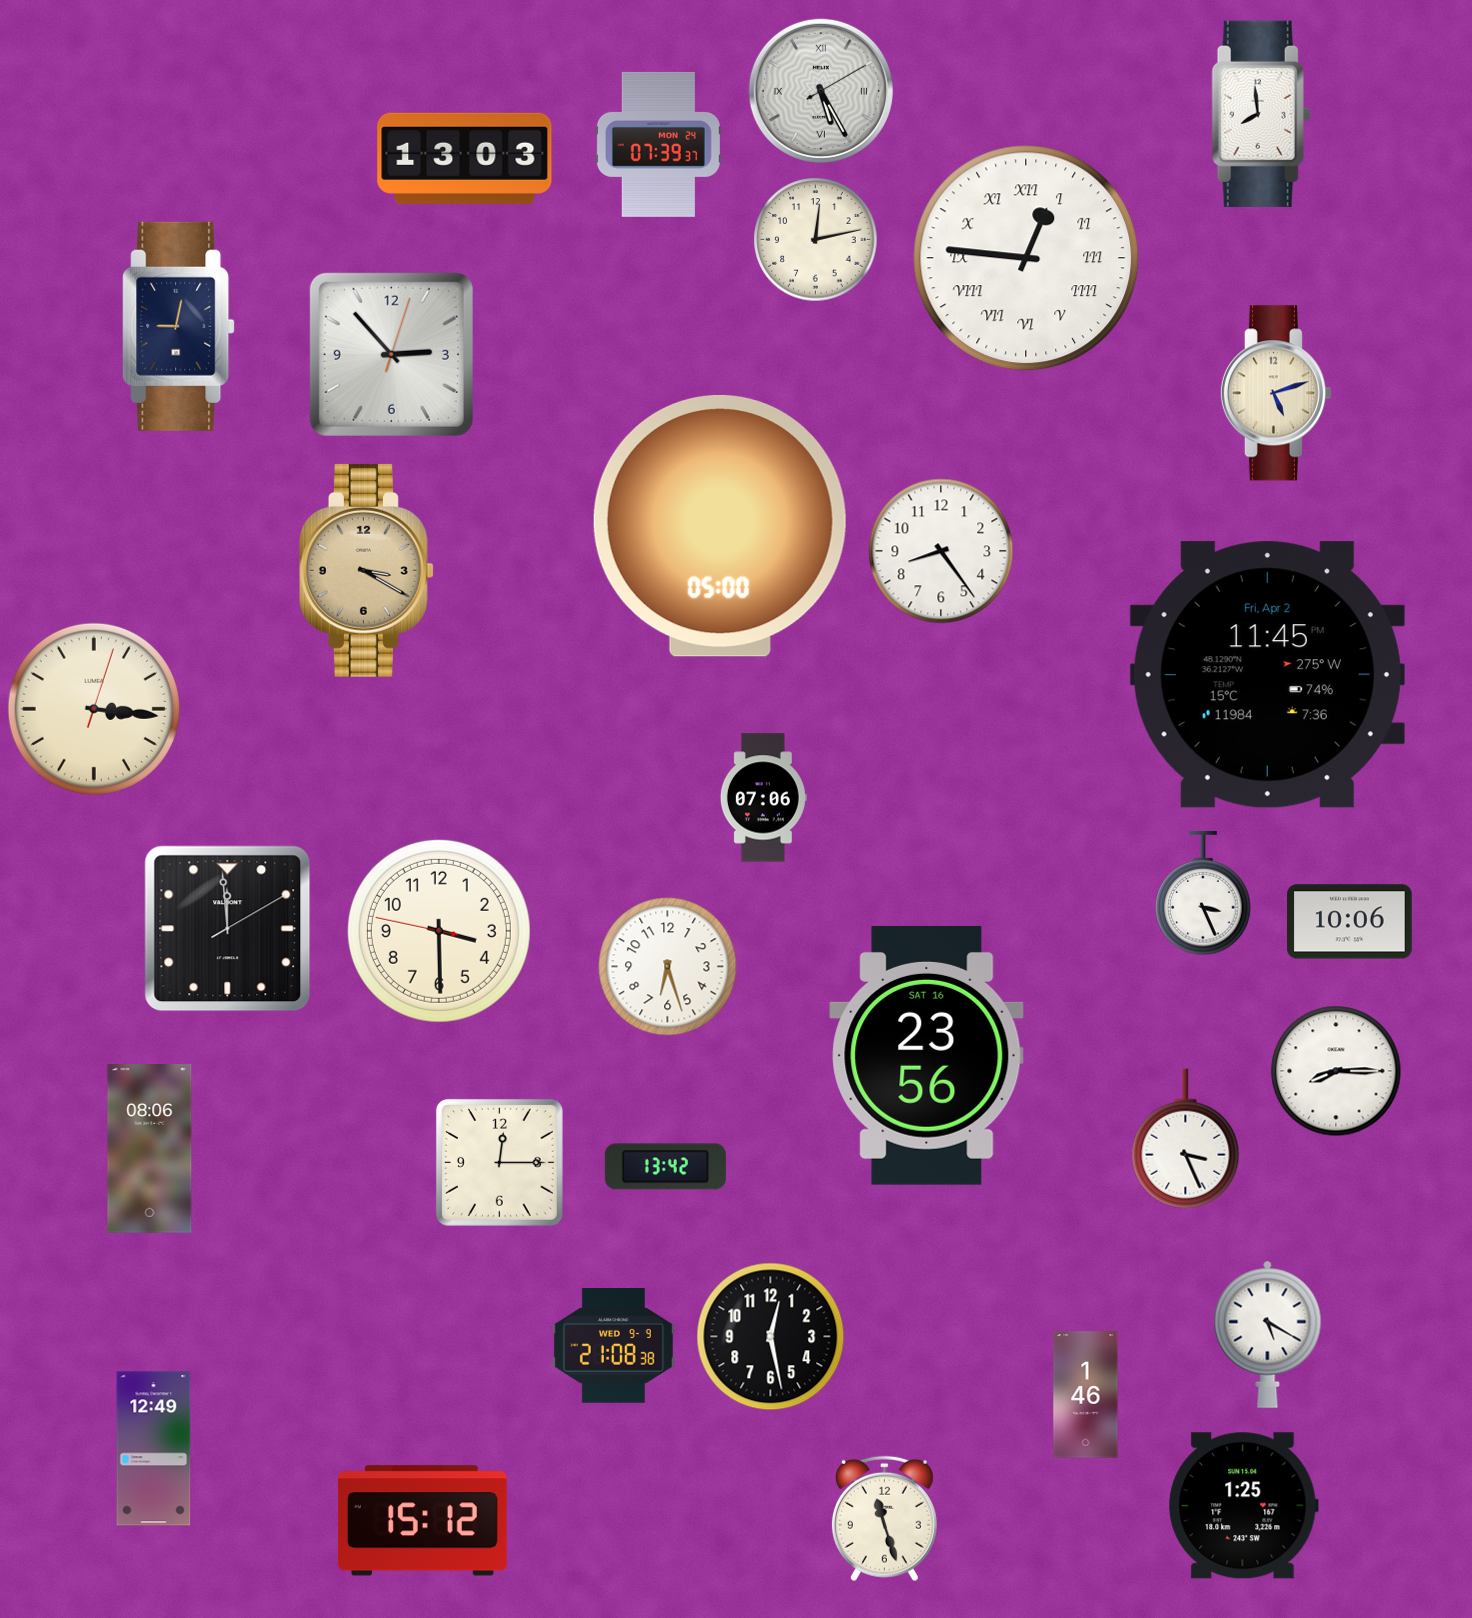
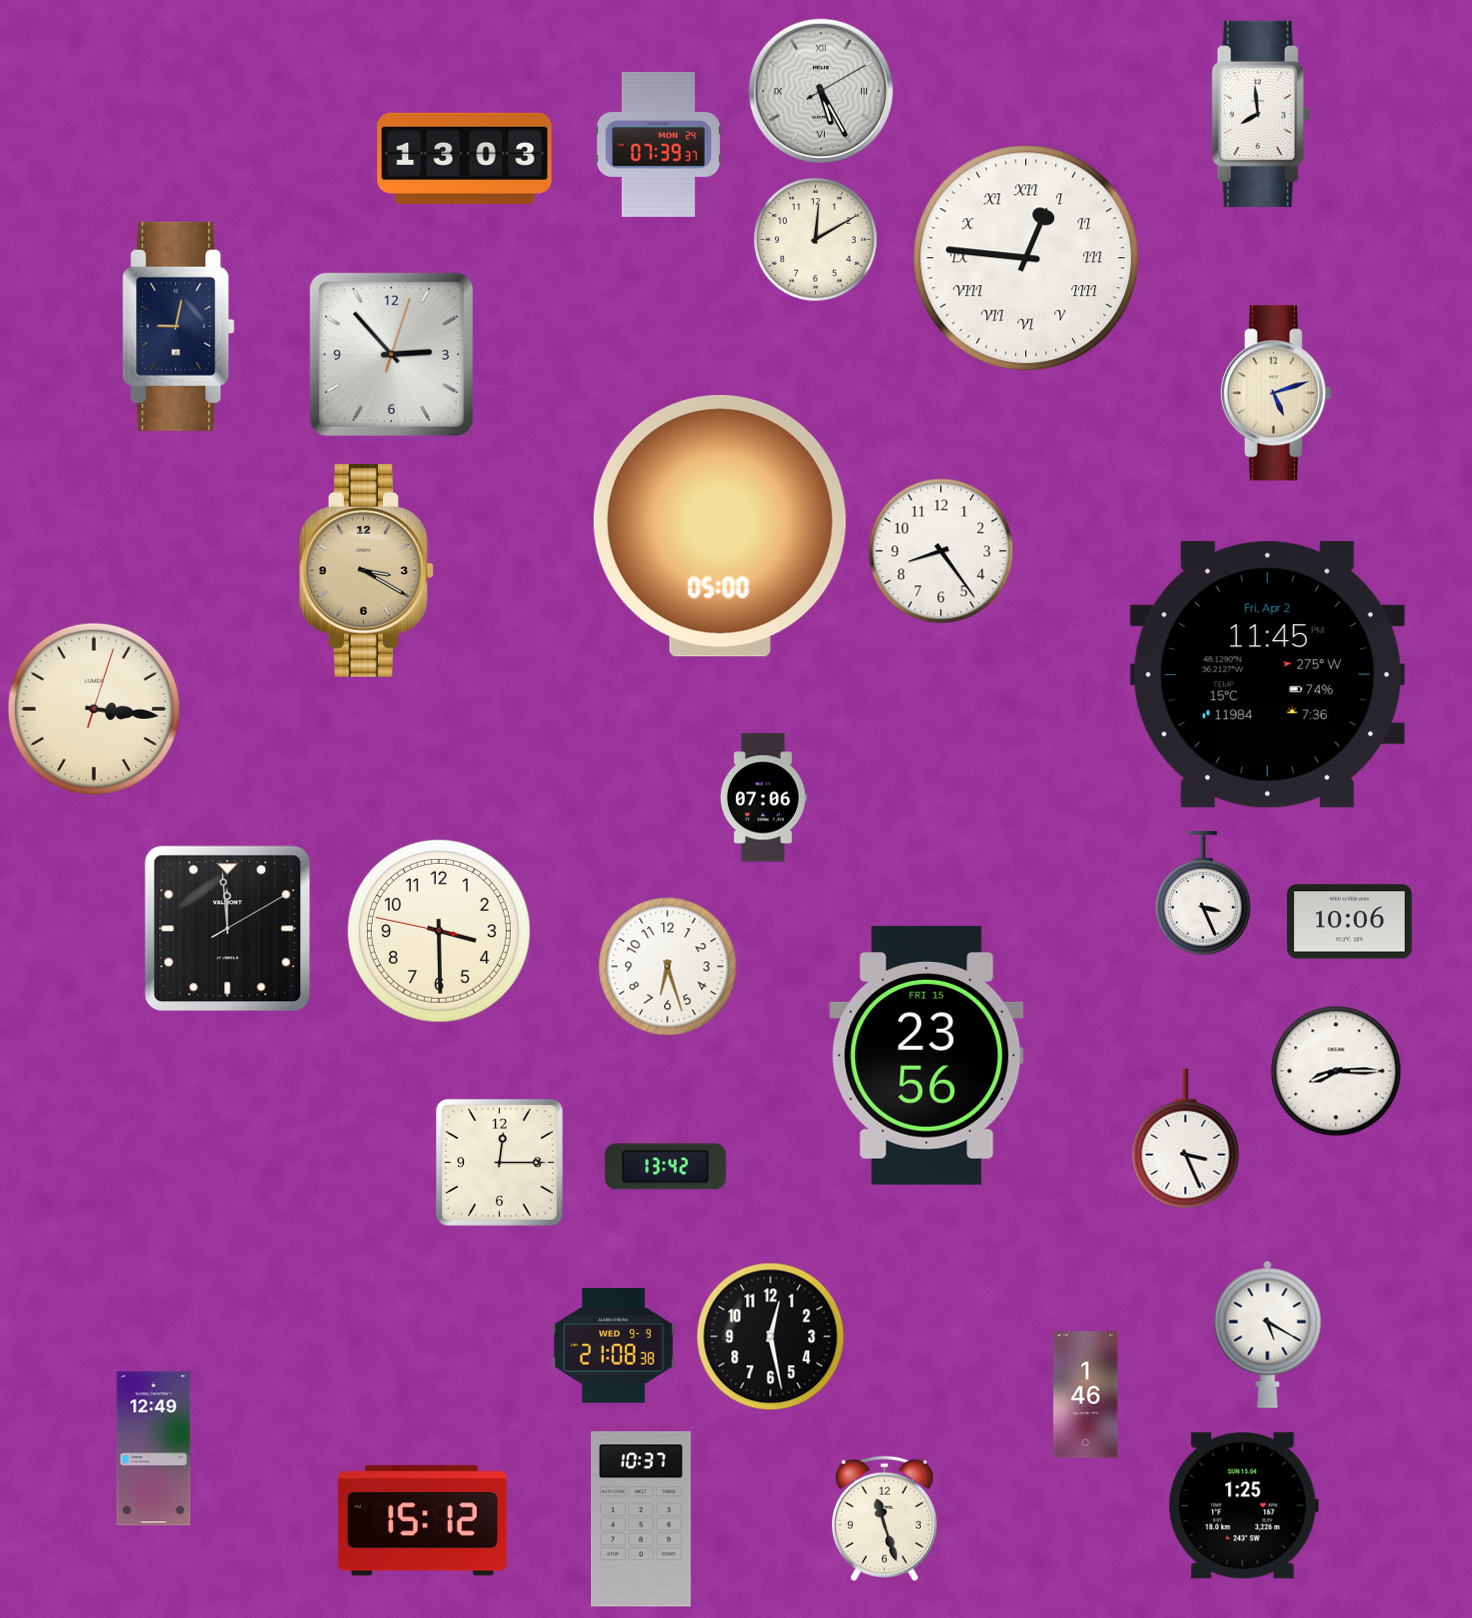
clock at (816, 240): 12:13 -> 12:10
clock at (927, 1055) date: SAT 16 -> FRI 15
clock at (150, 1149): 08:06 -> none
clock at (641, 1519): none -> 10:37
